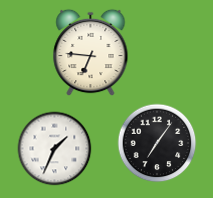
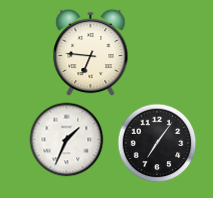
clock at (55, 149) position: (55, 149) -> (67, 140)
